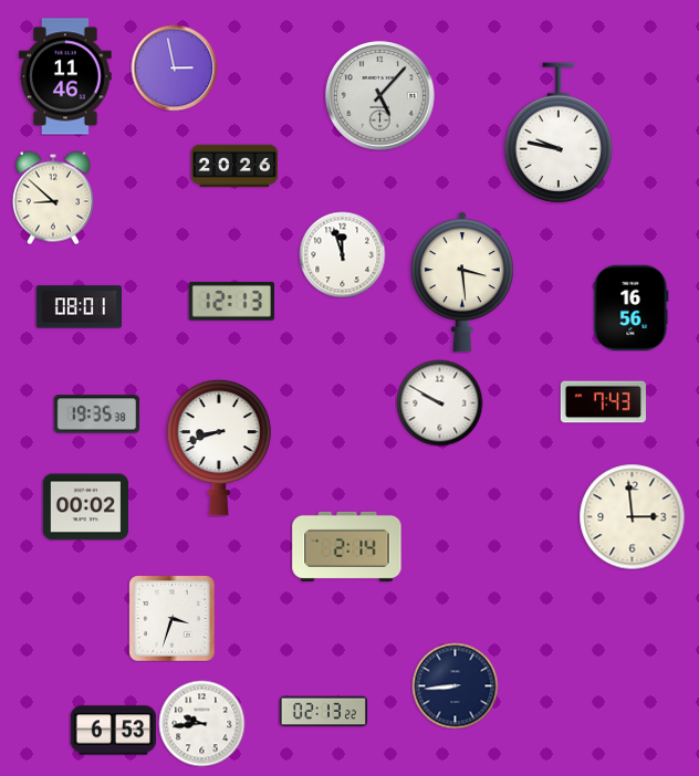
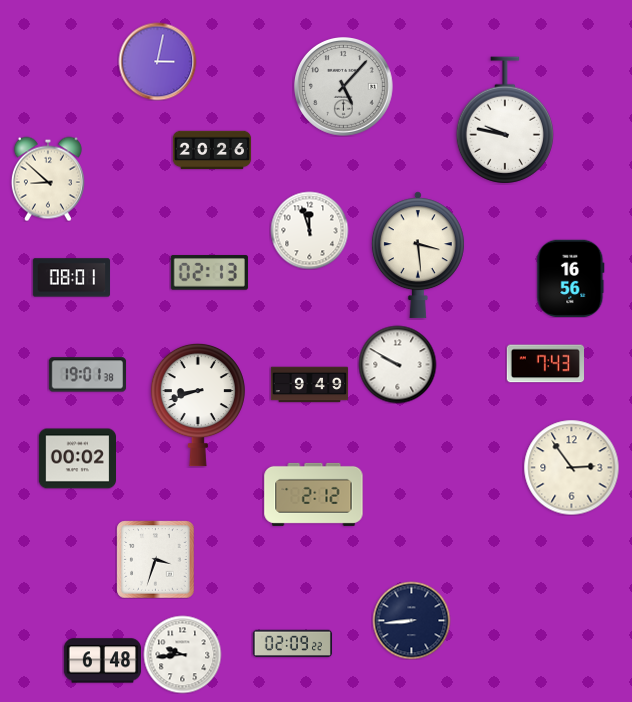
clock at (174, 67): 2:58 -> 3:02
clock at (65, 76): 11:46 -> none
clock at (231, 302): 12:13 -> 02:13
clock at (96, 415): 19:35 -> 19:01
clock at (309, 385): none -> 9:49
clock at (632, 516): 2:59 -> 2:54
clock at (347, 546): 2:14 -> 2:12
clock at (323, 712): 02:13 -> 02:09
clock at (113, 731): 6:53 -> 6:48
